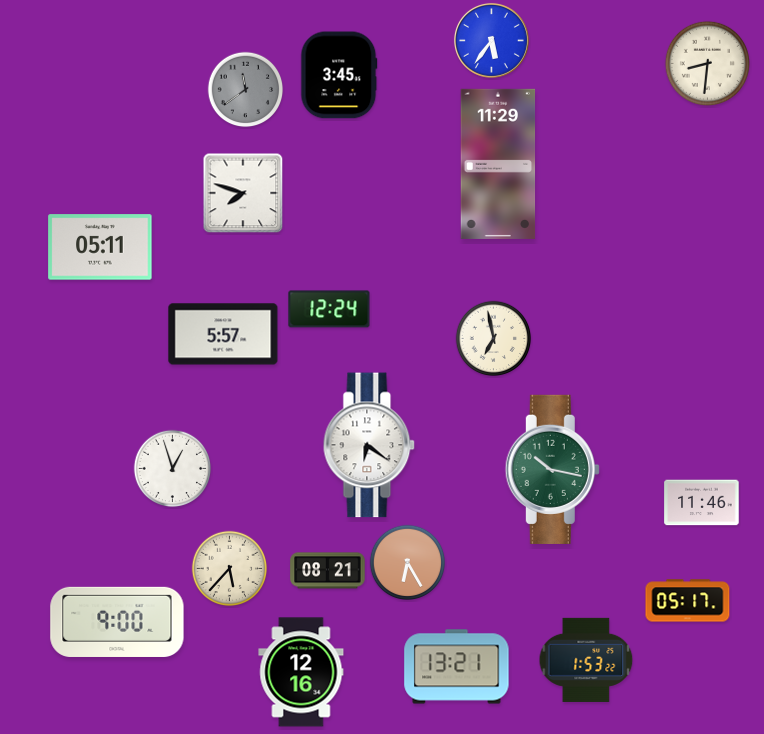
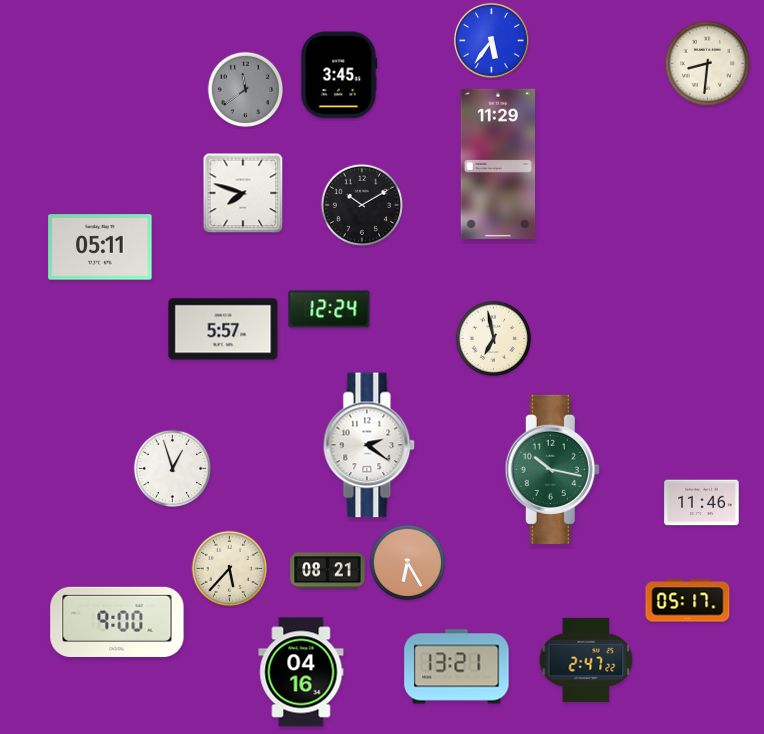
clock at (361, 204): none -> 10:10
clock at (223, 334) position: (223, 334) -> (223, 329)
clock at (369, 445): 6:21 -> 2:21
clock at (586, 660): 1:53 -> 2:47
clock at (301, 672): 12:16 -> 04:16
